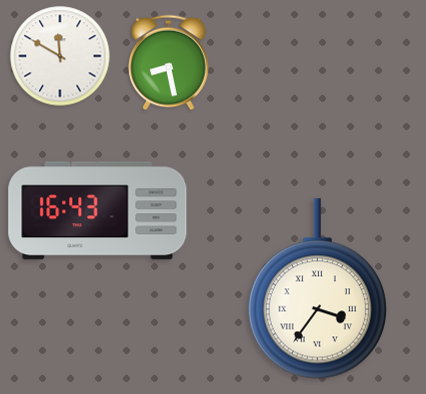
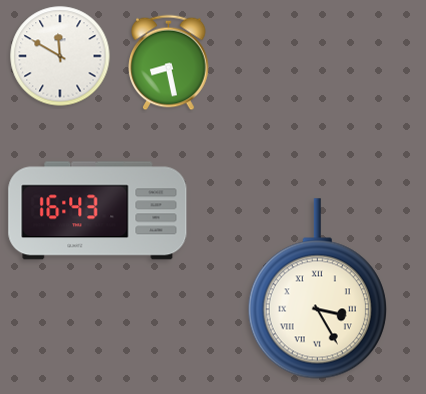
clock at (317, 289): 3:36 -> 3:25
